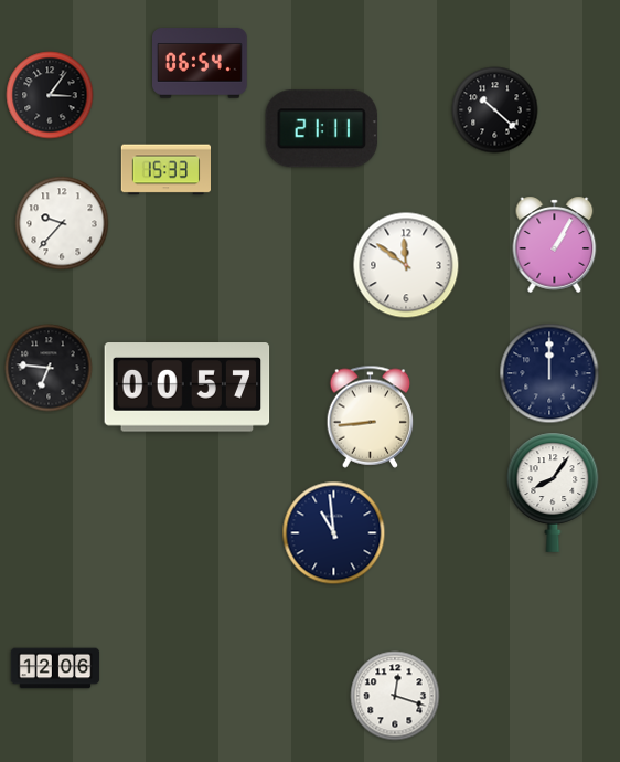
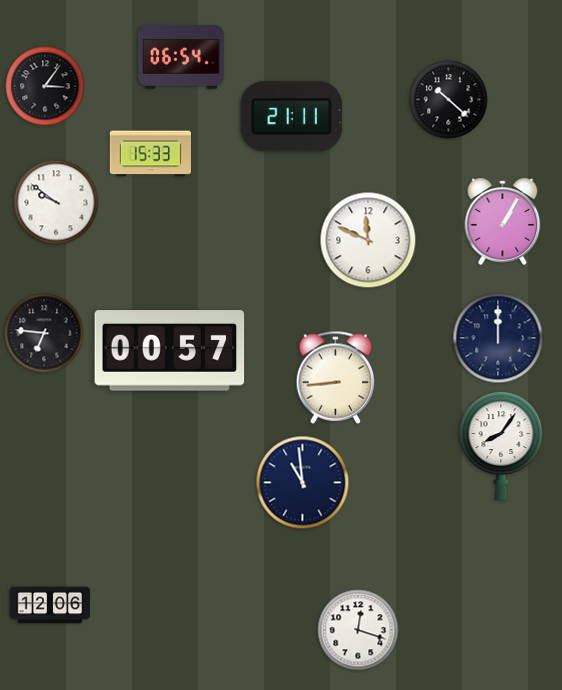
clock at (62, 223): 9:37 -> 9:51
clock at (406, 265): 11:51 -> 11:49
